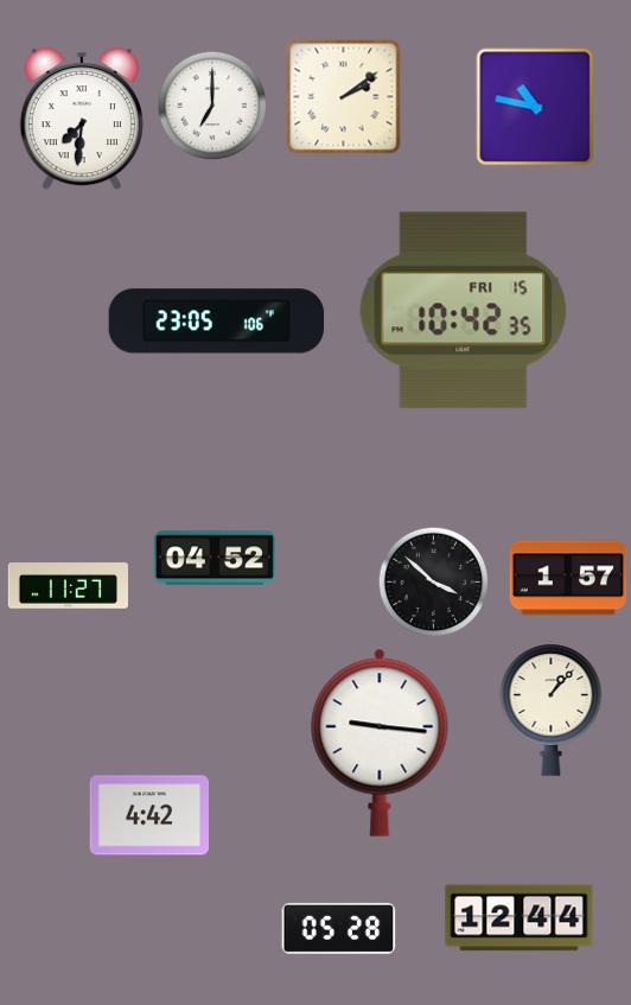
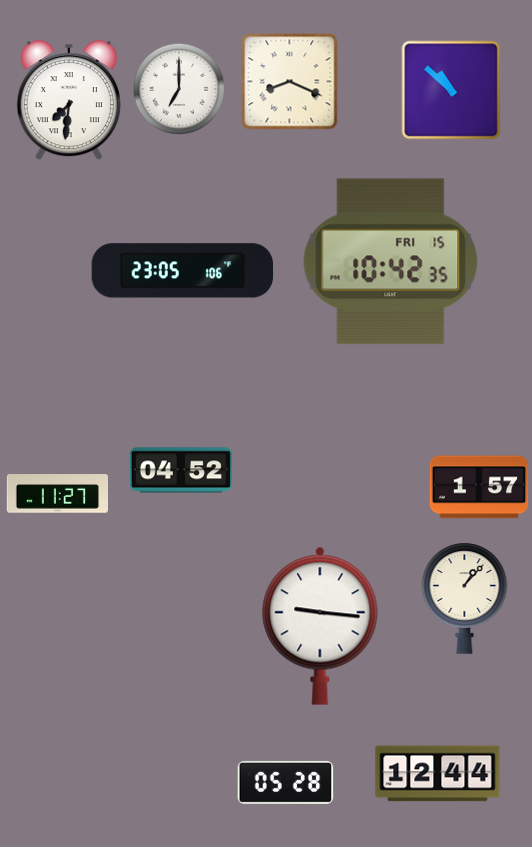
clock at (344, 97): 2:09 -> 8:19
clock at (535, 107): 10:47 -> 10:52
clock at (433, 581): 3:52 -> none
clock at (148, 815): 4:42 -> none
